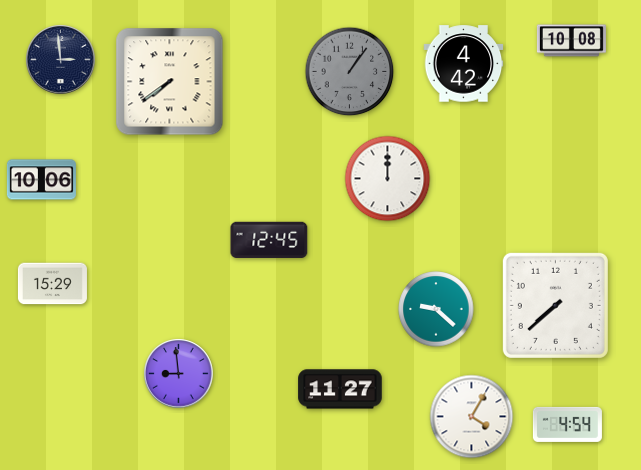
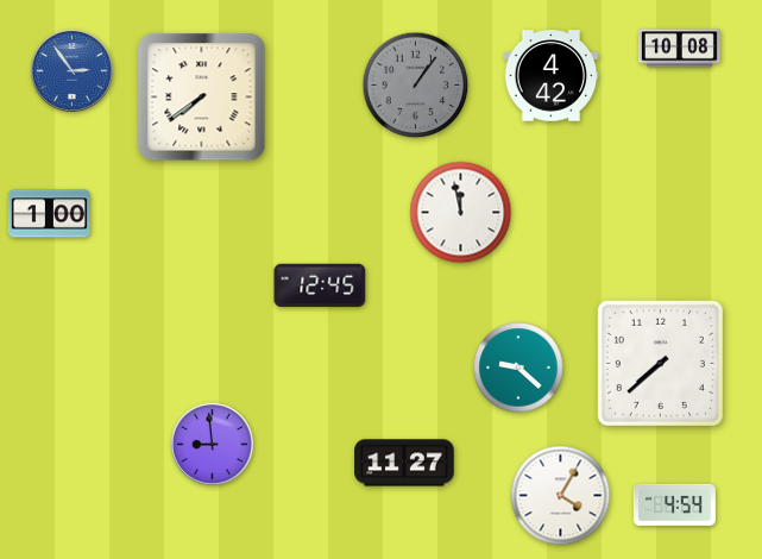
clock at (61, 60): 2:59 -> 2:54
clock at (61, 60) dial: navy -> blue
clock at (388, 179): 12:00 -> 11:58
clock at (41, 180): 10:06 -> 1:00
clock at (52, 284): 15:29 -> none
